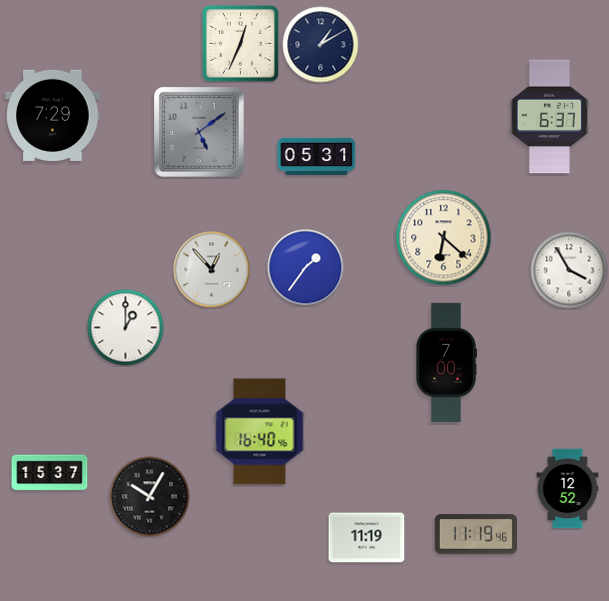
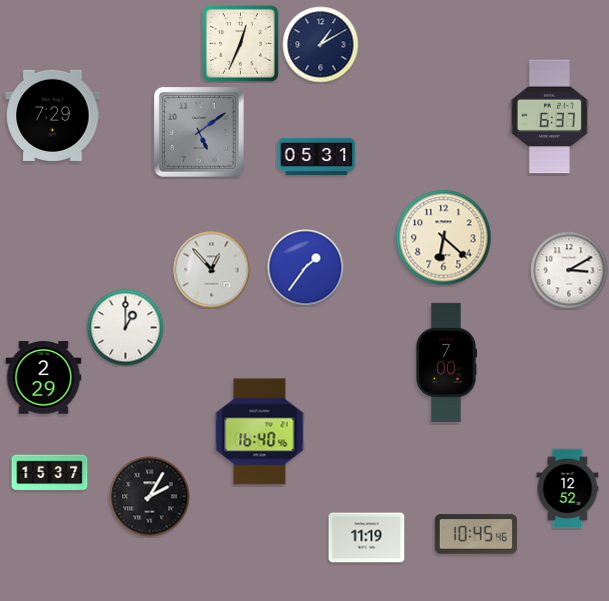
clock at (569, 270): 3:55 -> 3:10
clock at (44, 378): none -> 2:29
clock at (150, 497): 10:05 -> 2:05
clock at (476, 534): 11:19 -> 10:45
